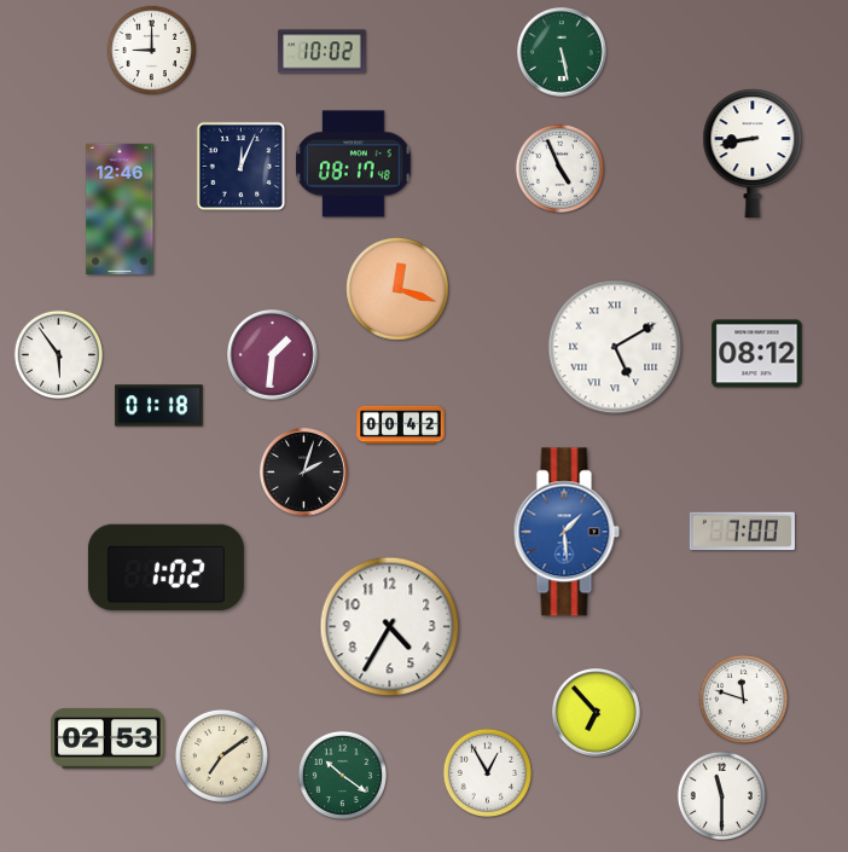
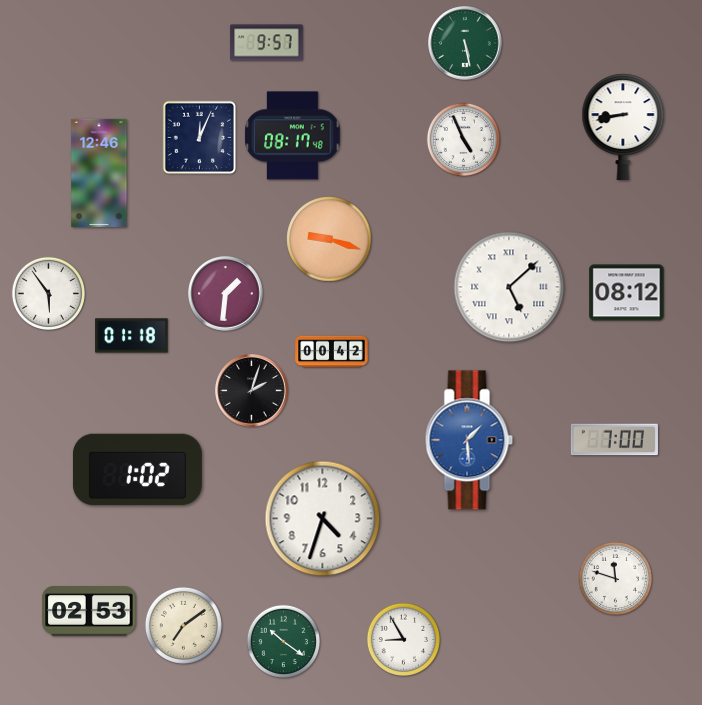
clock at (151, 50): 9:00 -> none
clock at (323, 52): 10:02 -> 9:57
clock at (397, 289): 12:18 -> 9:18
clock at (615, 347): 5:10 -> 5:08
clock at (390, 627): 4:35 -> 4:33
clock at (597, 713): 6:53 -> none
clock at (487, 772): 12:55 -> 8:55
clock at (721, 795): 11:30 -> none
